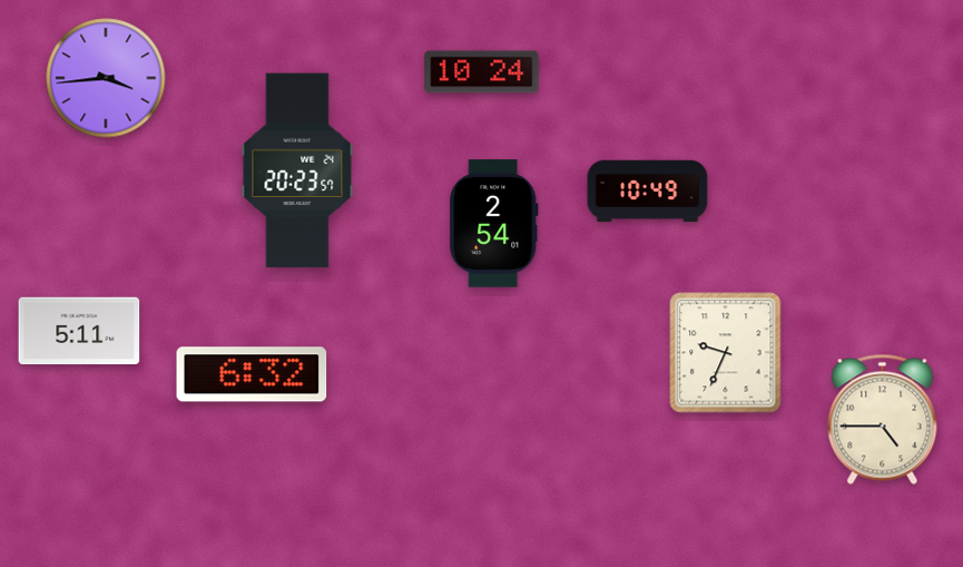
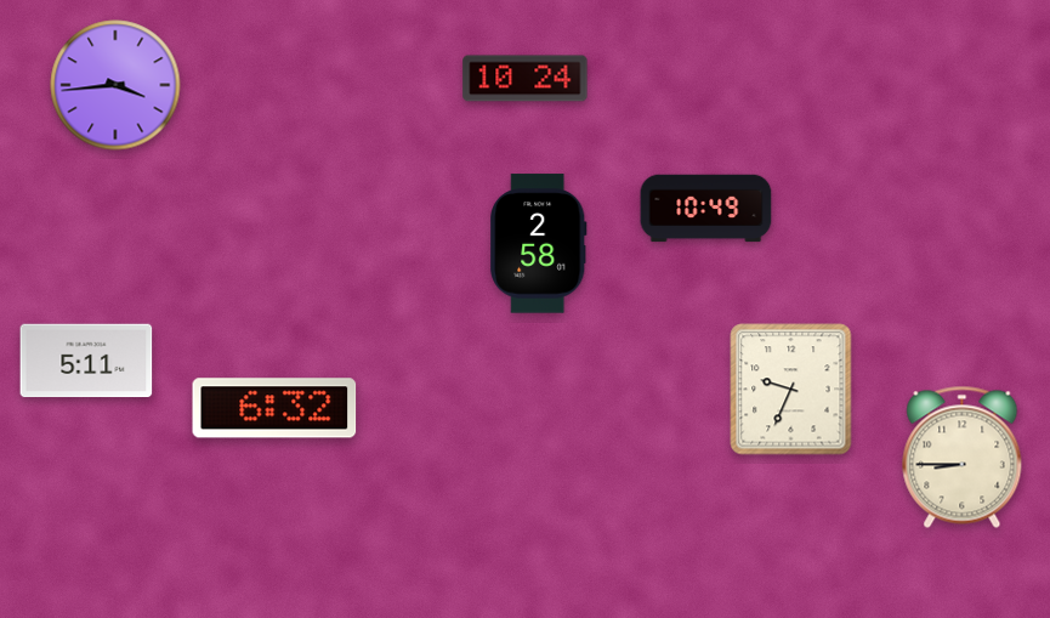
clock at (297, 170): 20:23 -> none
clock at (494, 224): 2:54 -> 2:58
clock at (726, 353) position: (726, 353) -> (791, 390)
clock at (883, 419): 4:45 -> 8:45
